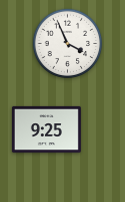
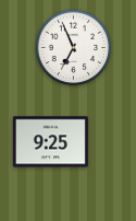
clock at (68, 44): 3:56 -> 6:56
